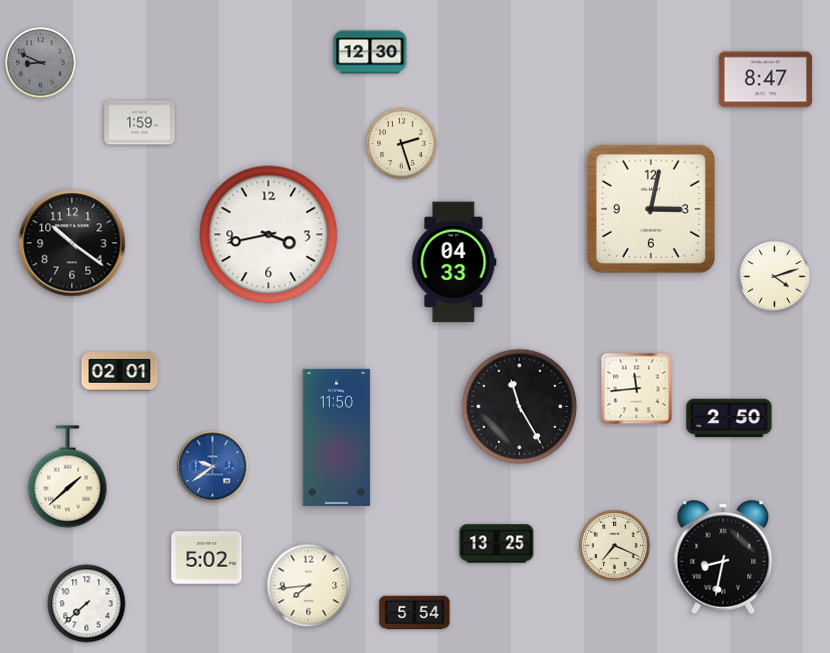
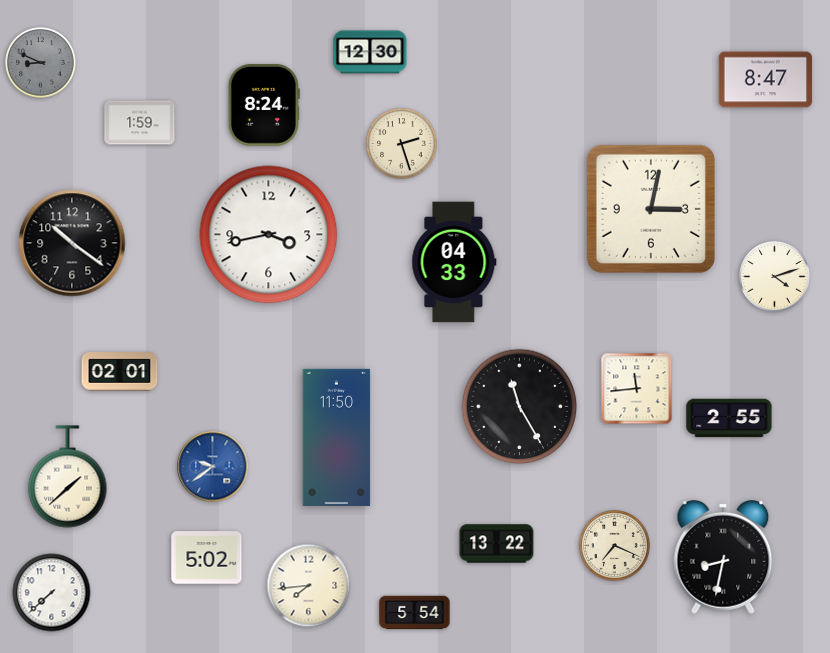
clock at (264, 106): none -> 8:24
clock at (729, 418): 2:50 -> 2:55
clock at (497, 544): 13:25 -> 13:22
clock at (87, 604) position: (87, 604) -> (52, 593)
